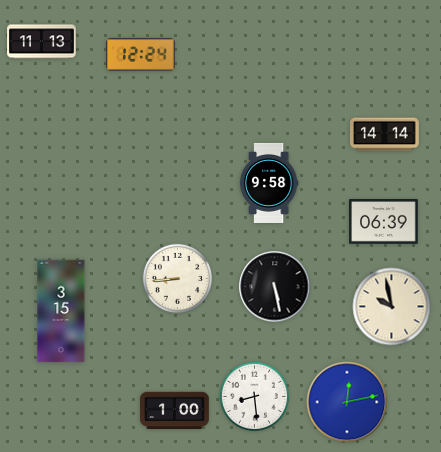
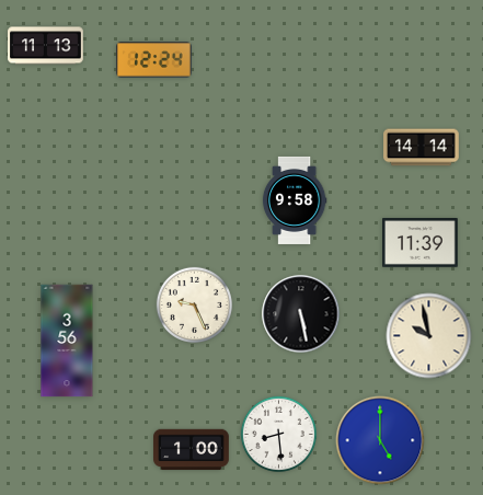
clock at (384, 222): 06:39 -> 11:39
clock at (177, 278): 8:44 -> 9:26
clock at (61, 311): 3:15 -> 3:56
clock at (347, 402): 12:13 -> 5:00
